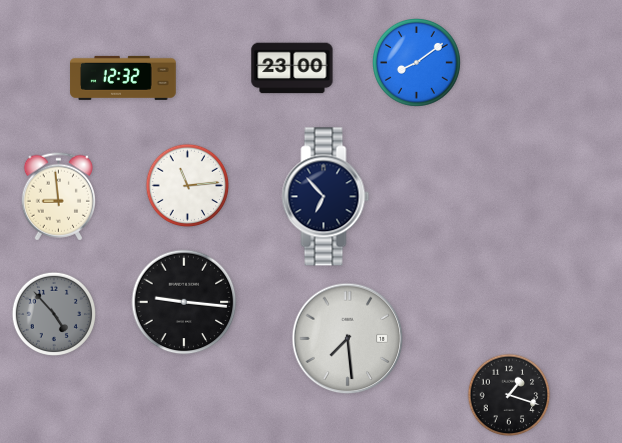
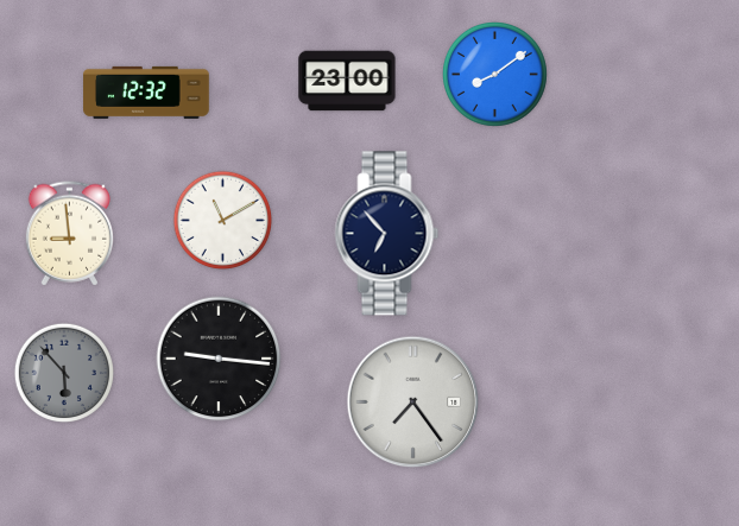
clock at (188, 186): 11:14 -> 11:10
clock at (53, 313): 4:53 -> 5:53
clock at (348, 339): 7:29 -> 7:24
clock at (509, 395): 1:18 -> none
